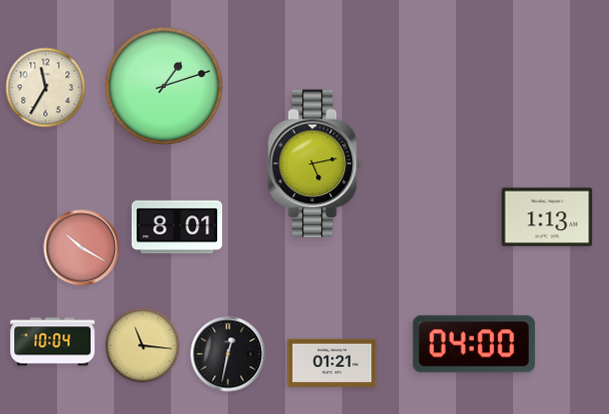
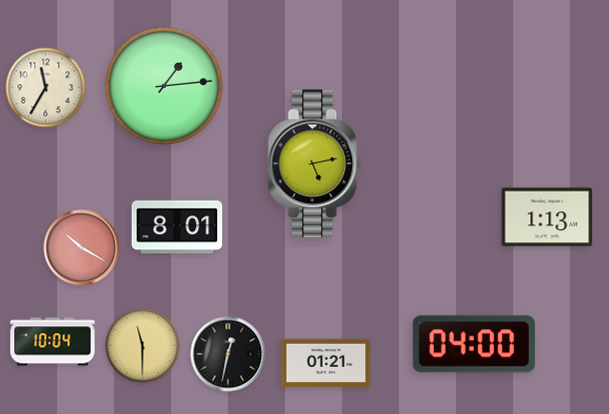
clock at (164, 86): 1:12 -> 1:14
clock at (143, 346): 11:16 -> 11:30
clock at (332, 362) position: (332, 362) -> (326, 362)
